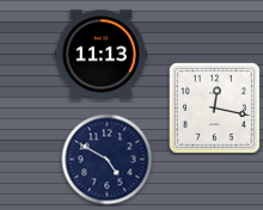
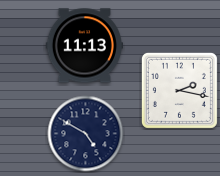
clock at (214, 107): 12:17 -> 2:17
clock at (108, 160) position: (108, 160) -> (86, 134)
